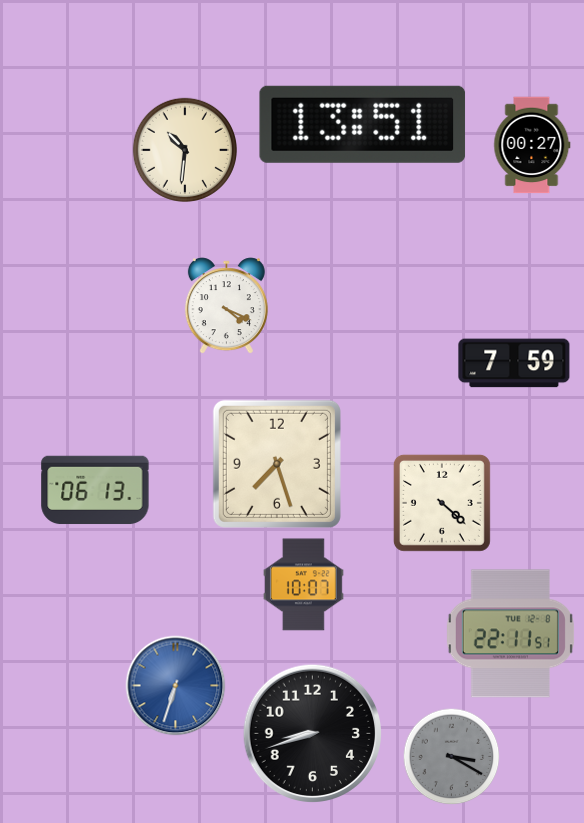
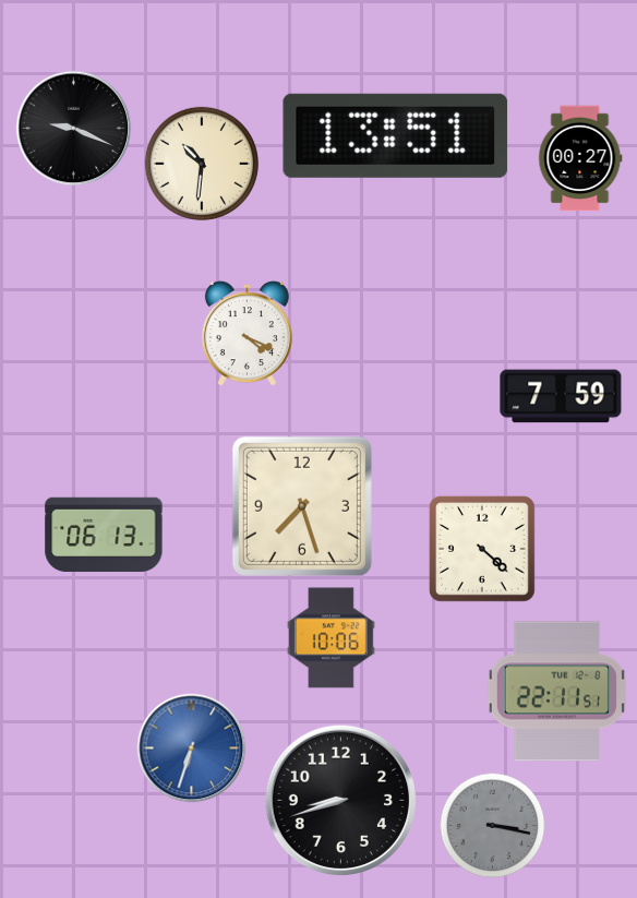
clock at (74, 129): none -> 9:19
clock at (303, 585): 10:07 -> 10:06
clock at (452, 757): 3:20 -> 3:17
